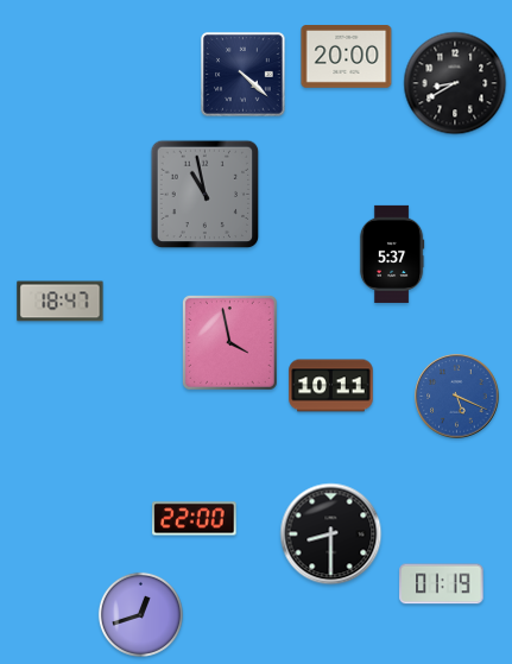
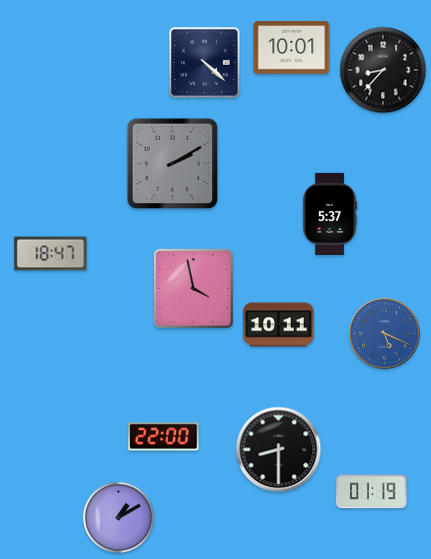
clock at (347, 57): 20:00 -> 10:01
clock at (455, 83): 8:40 -> 8:37
clock at (206, 195): 10:58 -> 2:10
clock at (140, 614): 12:42 -> 1:10
